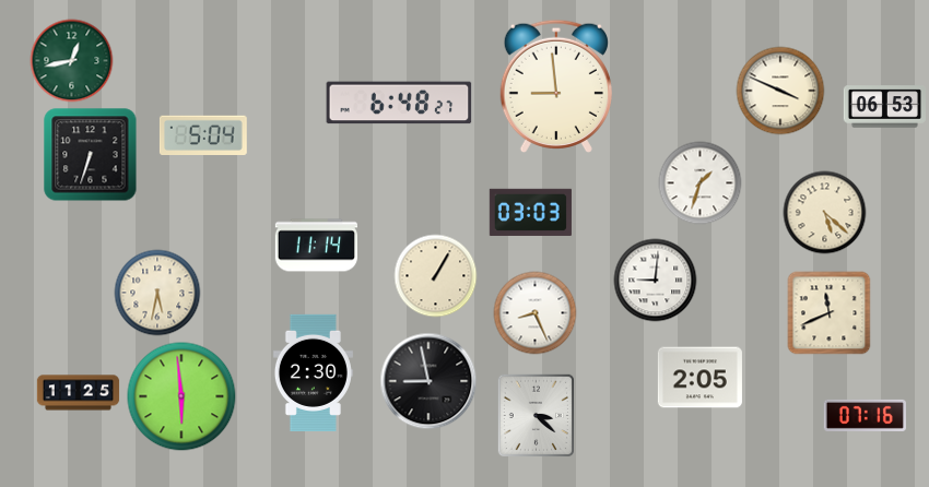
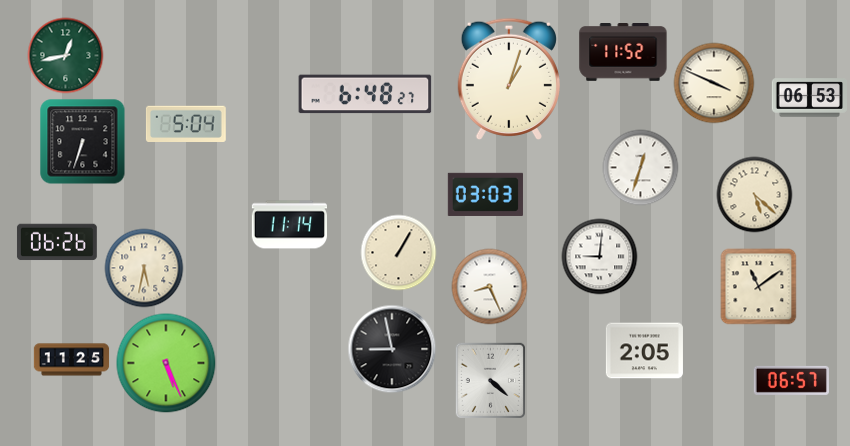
clock at (623, 53): none -> 11:52
clock at (556, 85): 8:59 -> 1:03
clock at (701, 183): 1:33 -> 12:33
clock at (57, 242): none -> 06:26
clock at (830, 313): 11:41 -> 11:09
clock at (313, 372): 2:30 -> none
clock at (699, 378) position: (699, 378) -> (644, 351)
clock at (181, 396): 5:59 -> 5:26
clock at (536, 415): 3:22 -> 4:22
clock at (865, 415): 07:16 -> 06:57
